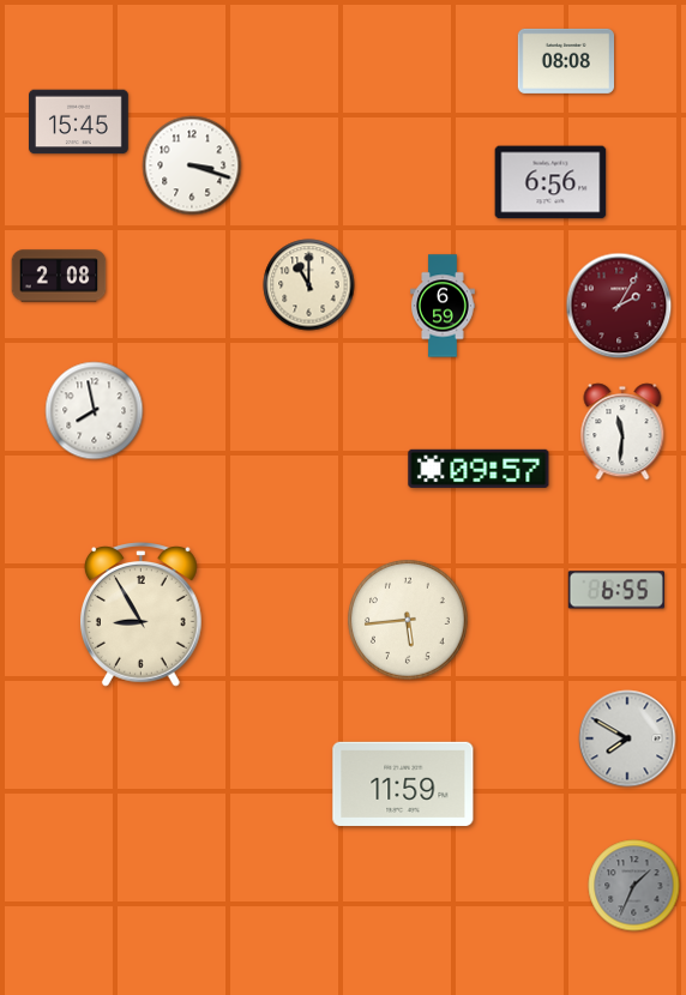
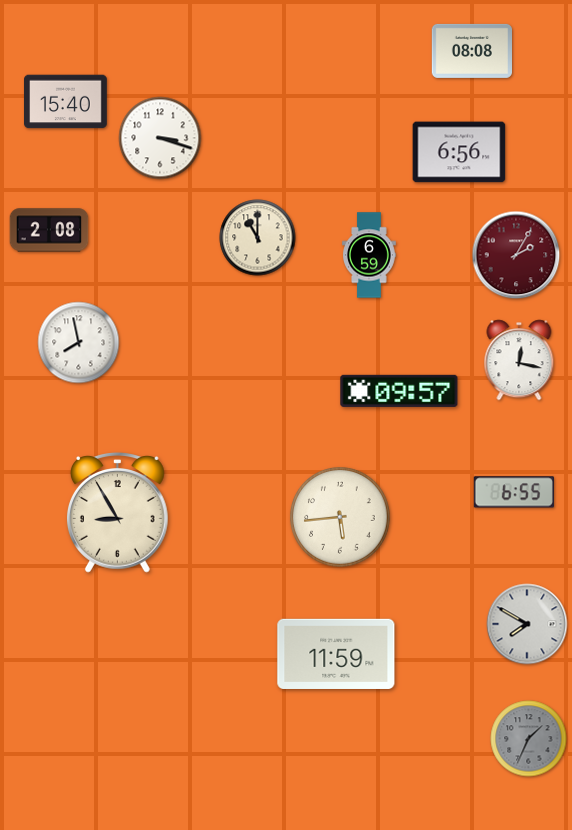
clock at (79, 122): 15:45 -> 15:40
clock at (622, 432): 11:31 -> 12:17
clock at (627, 738) position: (627, 738) -> (527, 624)
